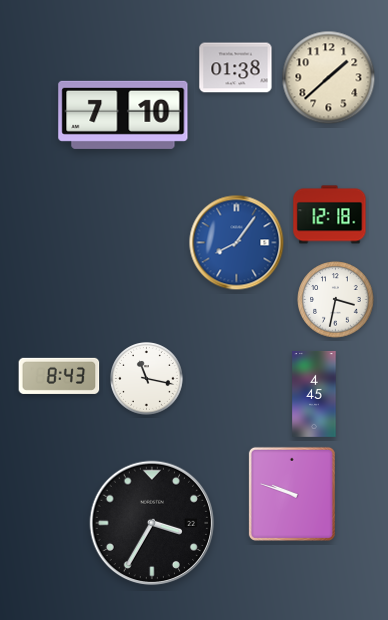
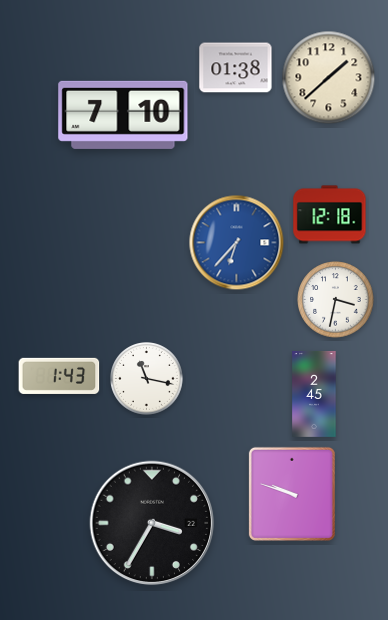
clock at (237, 243): 8:06 -> 6:37
clock at (59, 376): 8:43 -> 1:43
clock at (314, 394): 4:45 -> 2:45
